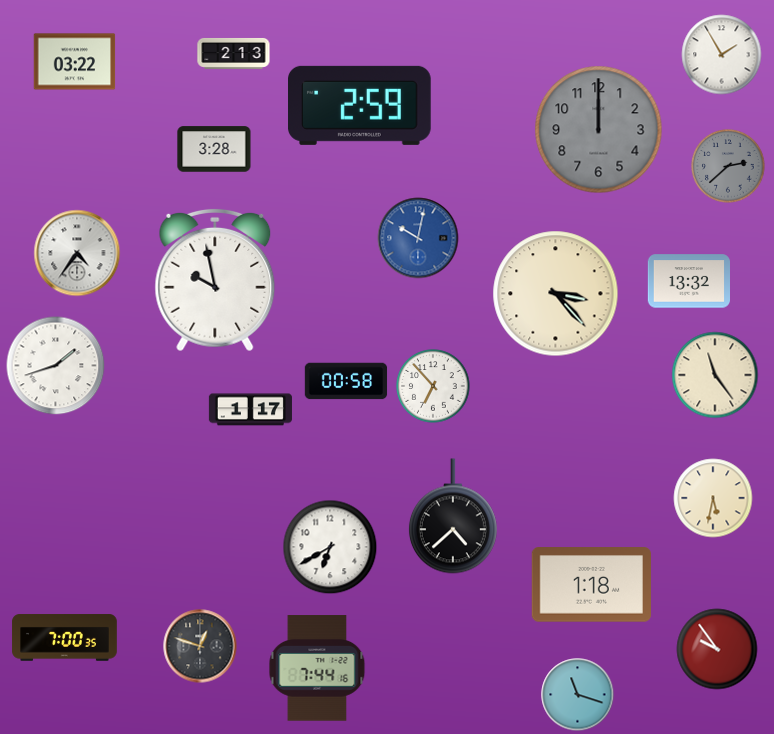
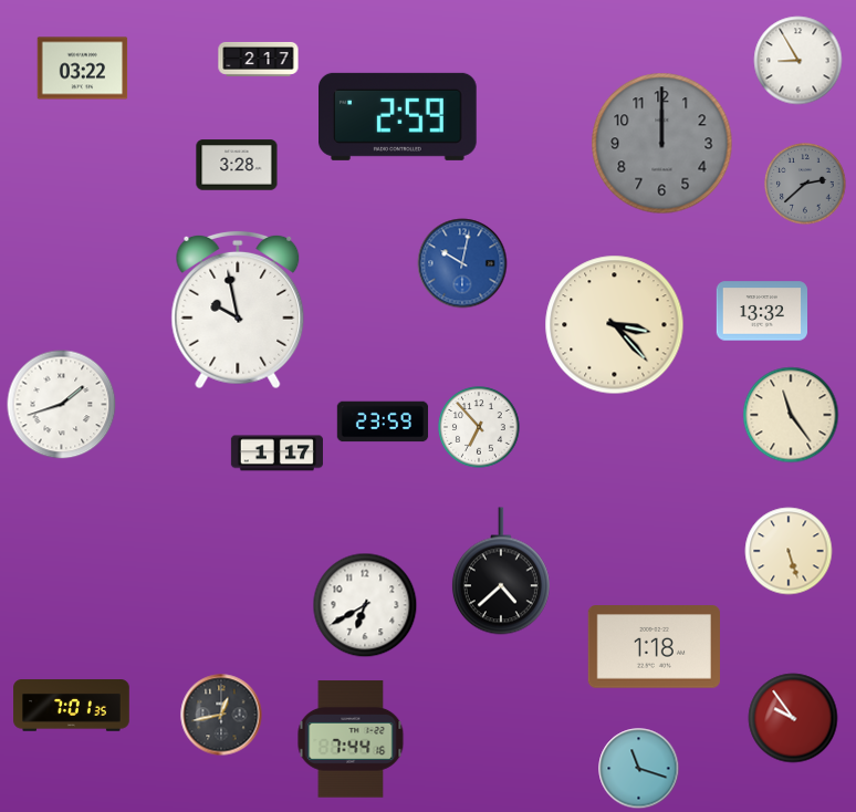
clock at (234, 53): 2:13 -> 2:17
clock at (722, 55): 1:55 -> 8:55
clock at (77, 253): 4:36 -> none
clock at (346, 381): 00:58 -> 23:59
clock at (713, 498): 5:32 -> 5:27
clock at (65, 638): 7:00 -> 7:01
clock at (200, 646): 12:48 -> 12:43
